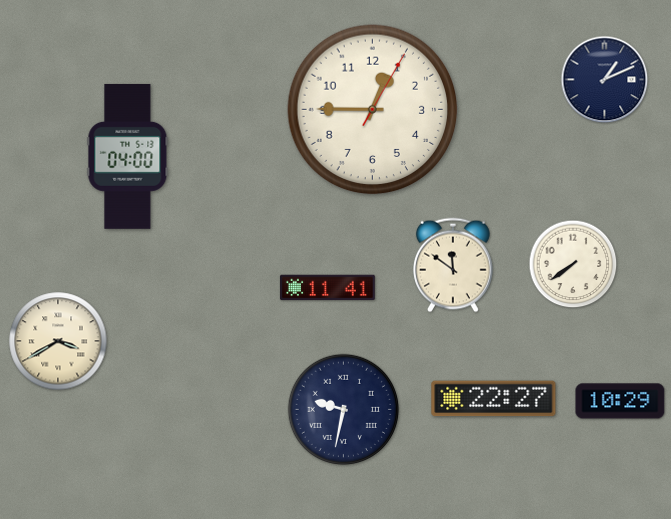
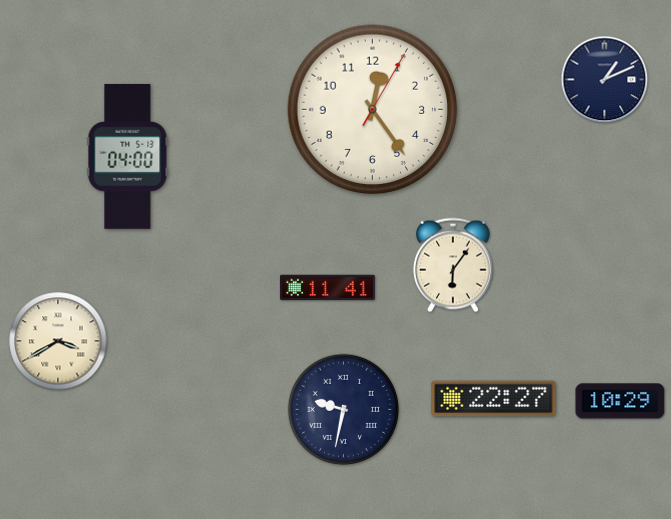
clock at (373, 110): 12:45 -> 12:24
clock at (573, 264): 7:39 -> none
clock at (454, 265): 11:51 -> 6:06
